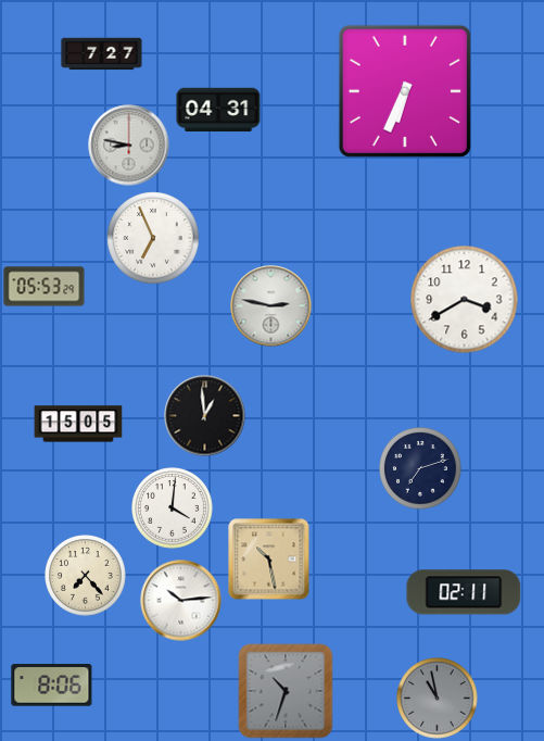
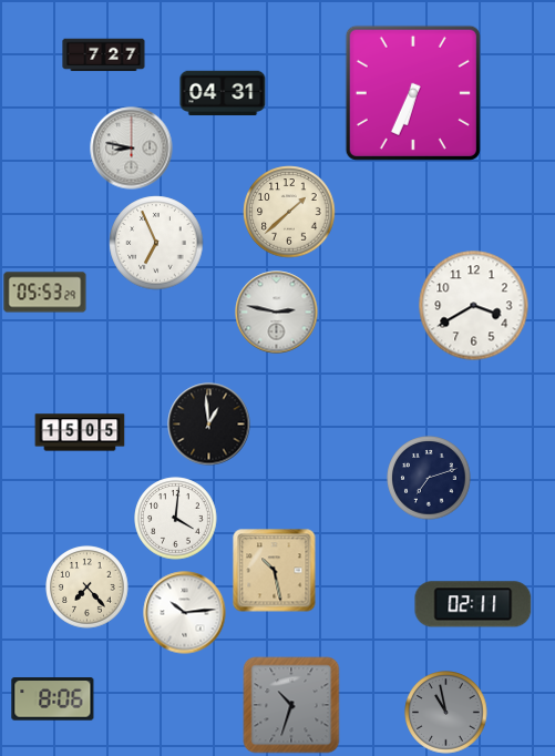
clock at (218, 110) position: (218, 110) -> (223, 93)
clock at (289, 212): none -> 1:38
